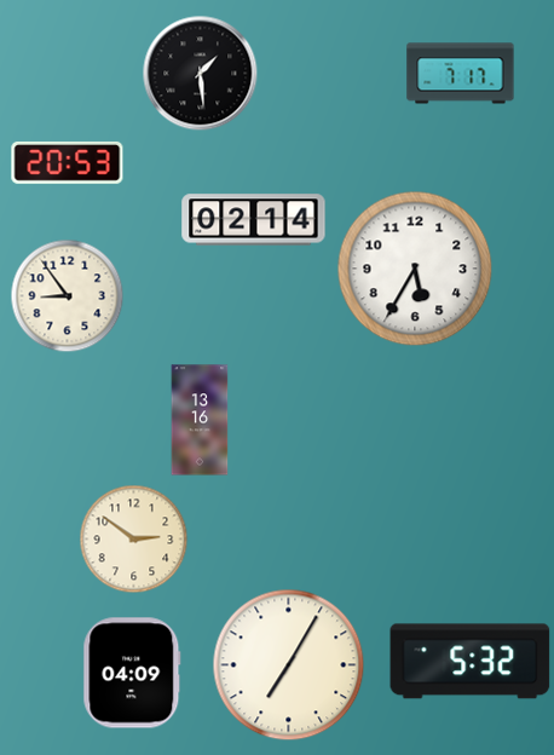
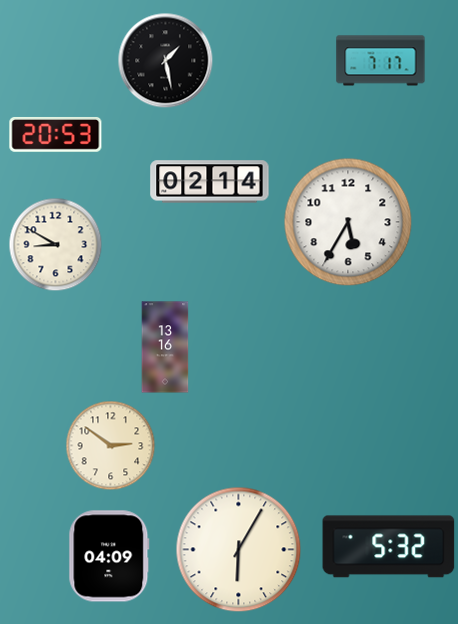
clock at (201, 74): 1:29 -> 1:28
clock at (415, 269) position: (415, 269) -> (348, 222)
clock at (68, 296): 8:54 -> 8:50
clock at (289, 665): 7:05 -> 6:05
